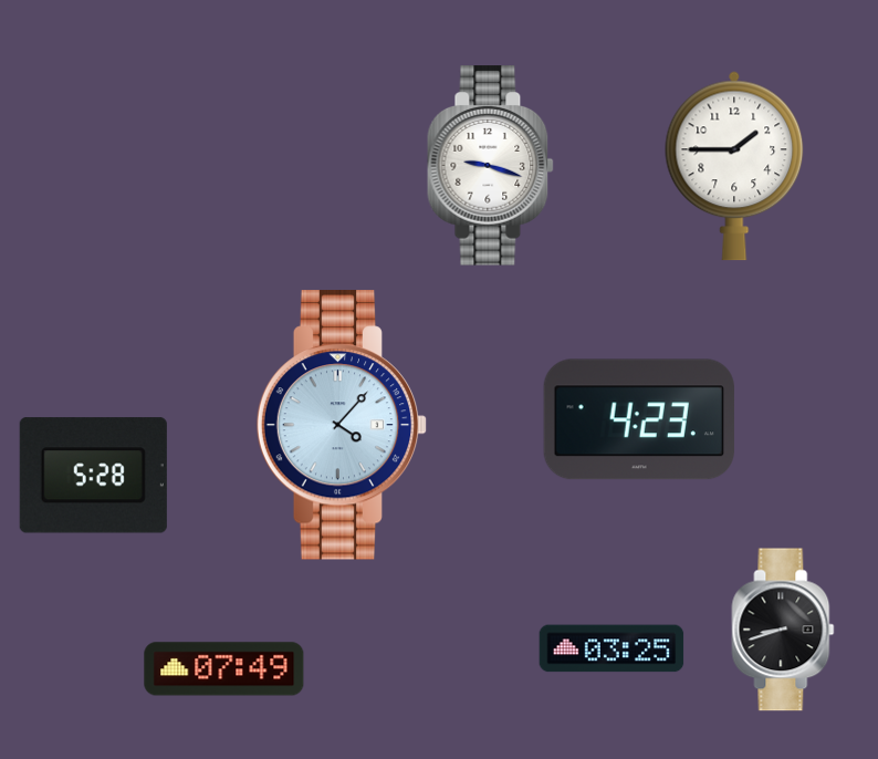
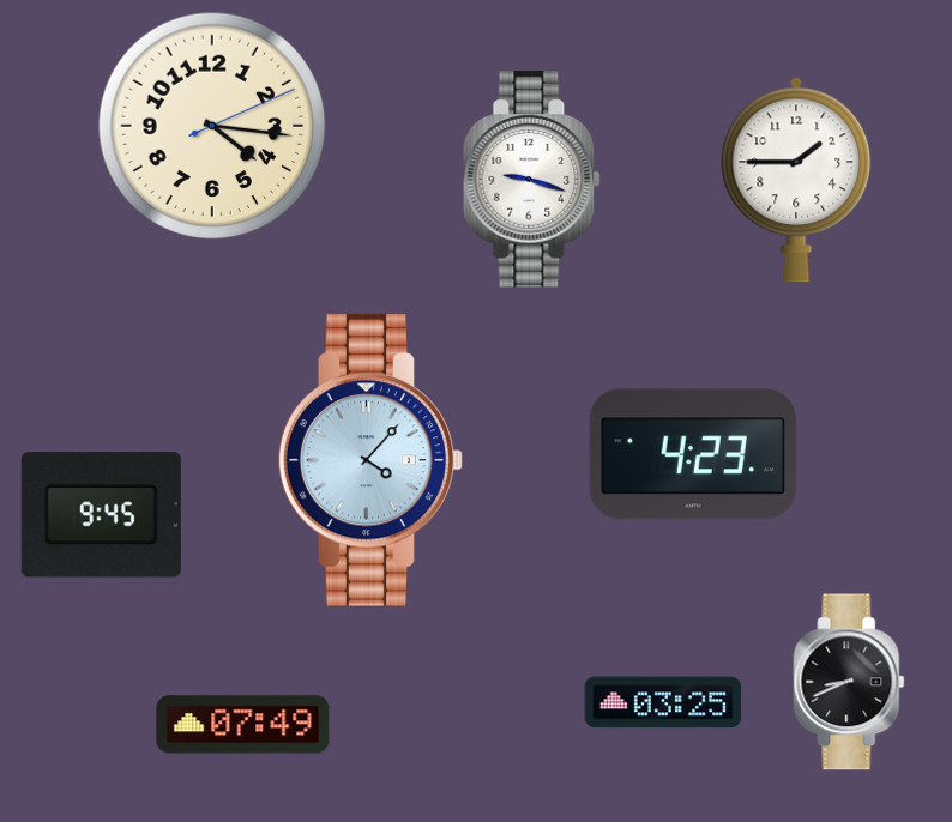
clock at (212, 126): none -> 4:16
clock at (93, 476): 5:28 -> 9:45
clock at (783, 630): 8:42 -> 8:41
